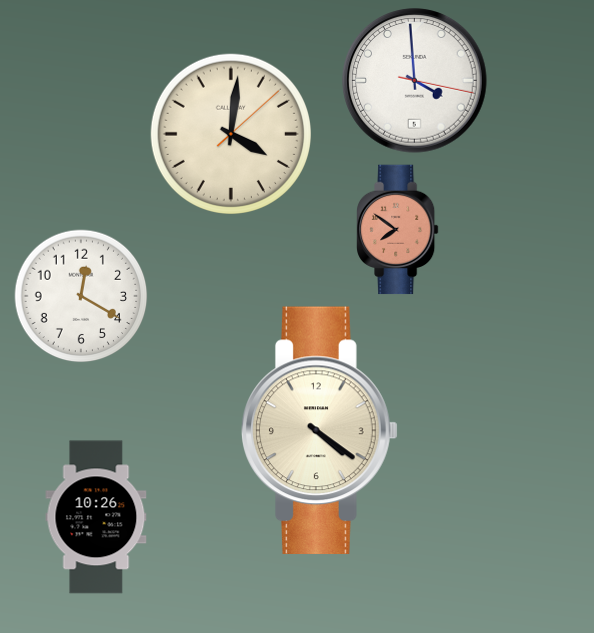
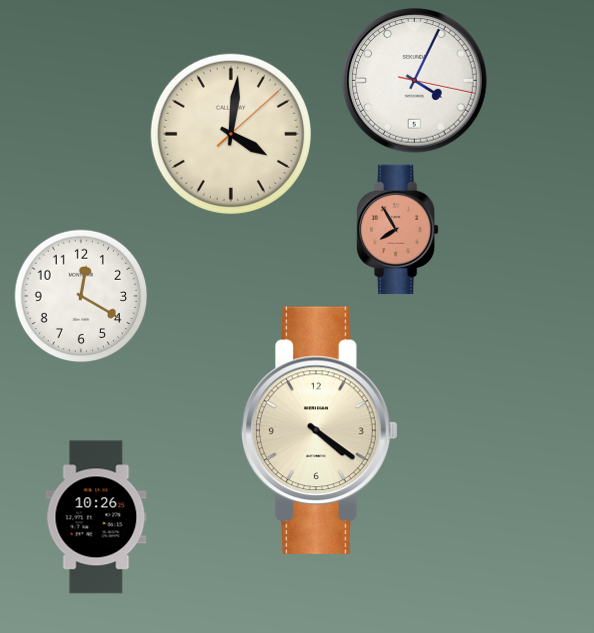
clock at (415, 81): 3:59 -> 4:04
clock at (398, 230): 7:51 -> 7:55
